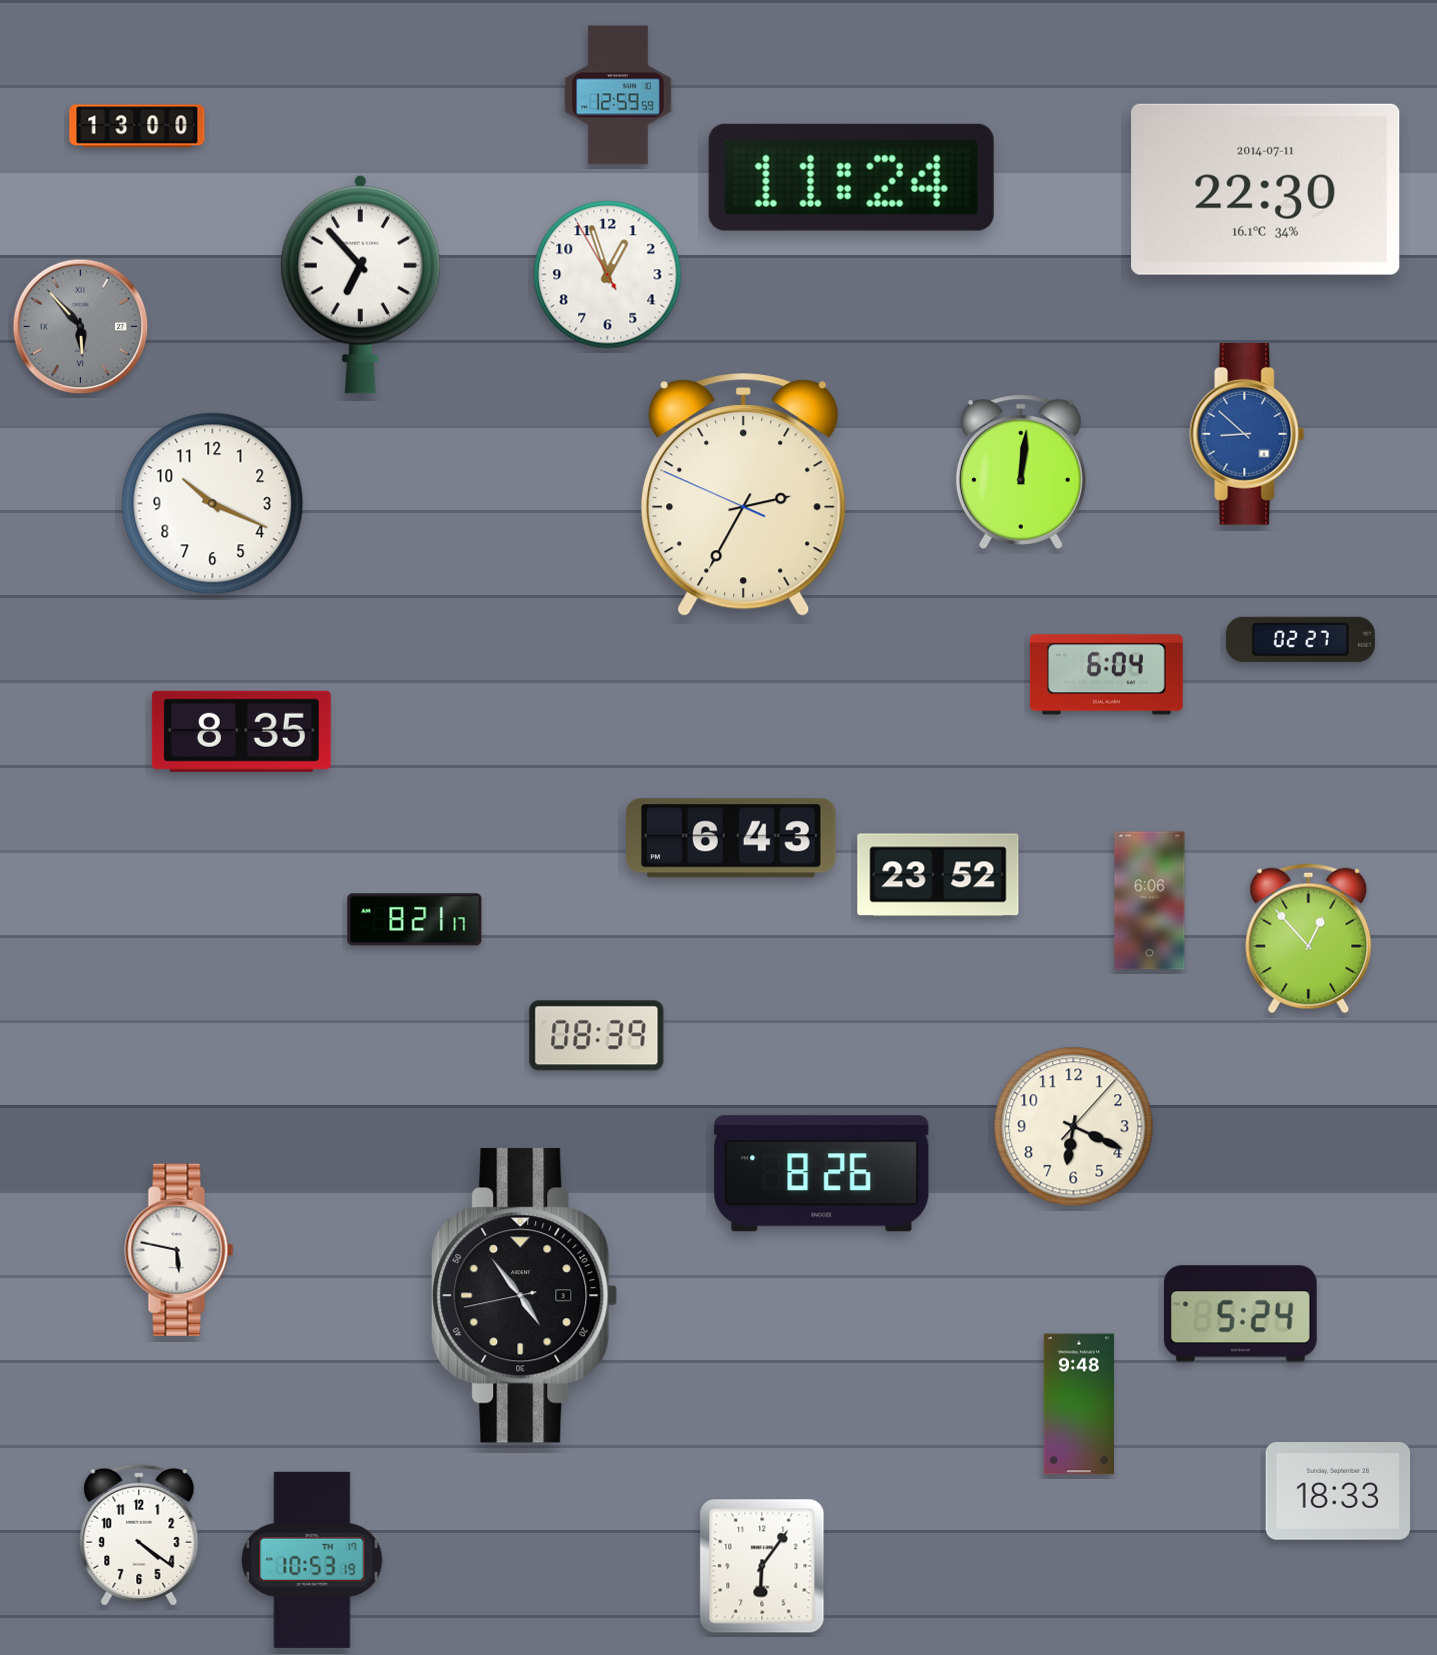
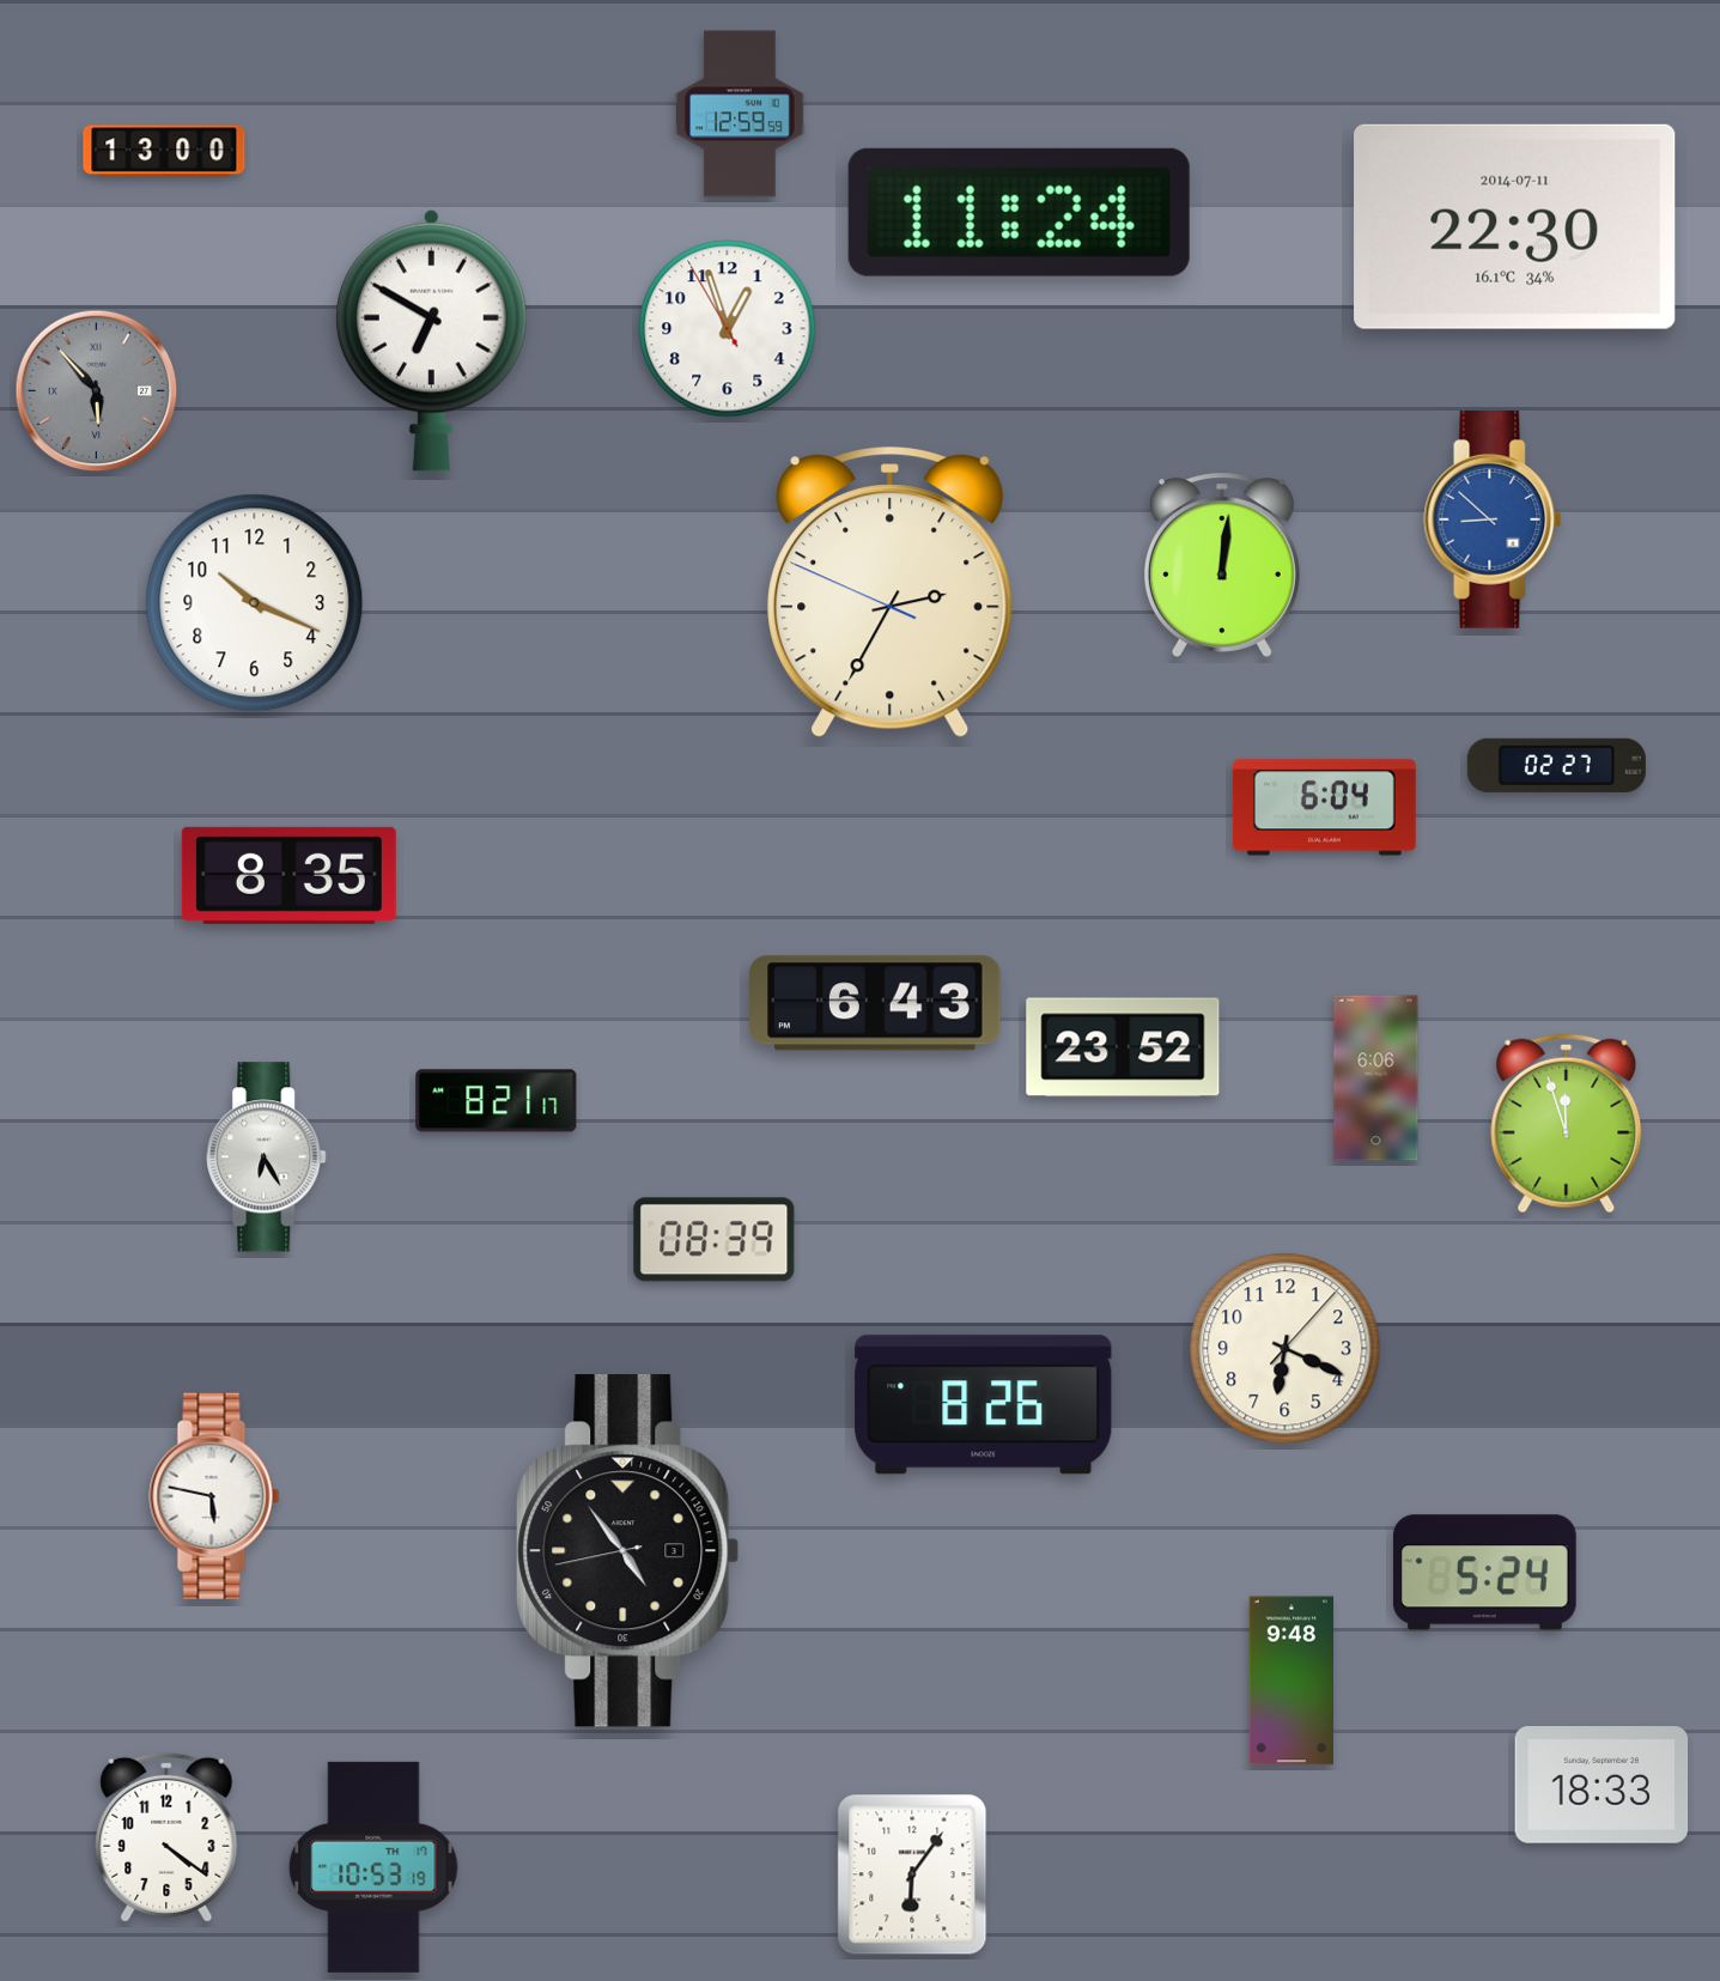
clock at (360, 284): 6:53 -> 6:50
clock at (1309, 939): 12:53 -> 11:57
clock at (267, 1157): none -> 6:25
